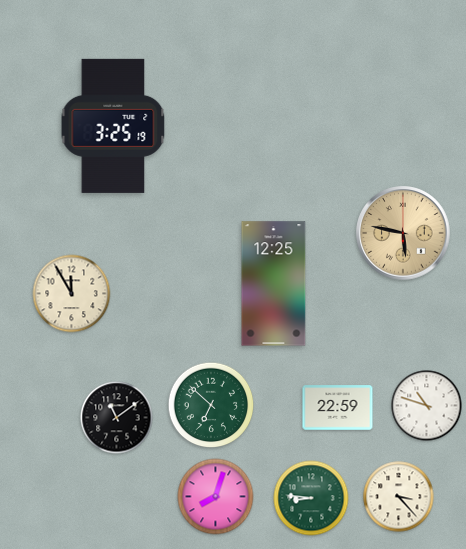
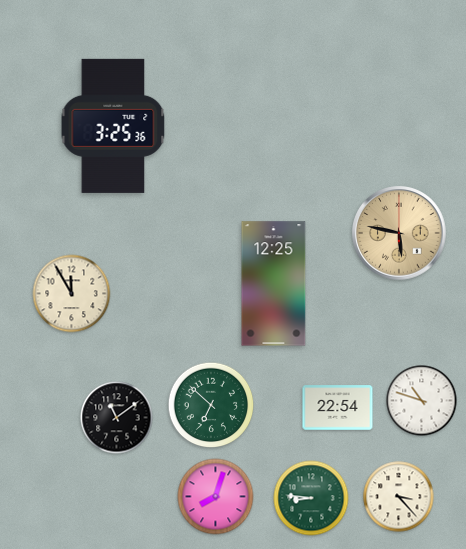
clock at (113, 126): 3:25:19 -> 3:25:36
clock at (403, 233) position: (403, 233) -> (399, 233)
clock at (427, 406) position: (427, 406) -> (422, 401)
clock at (338, 408): 22:59 -> 22:54
